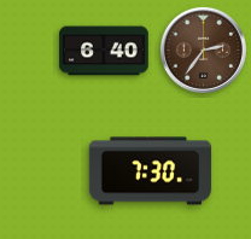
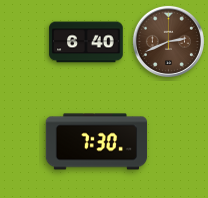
clock at (203, 49): 2:36 -> 2:41
clock at (151, 171) position: (151, 171) -> (97, 142)
